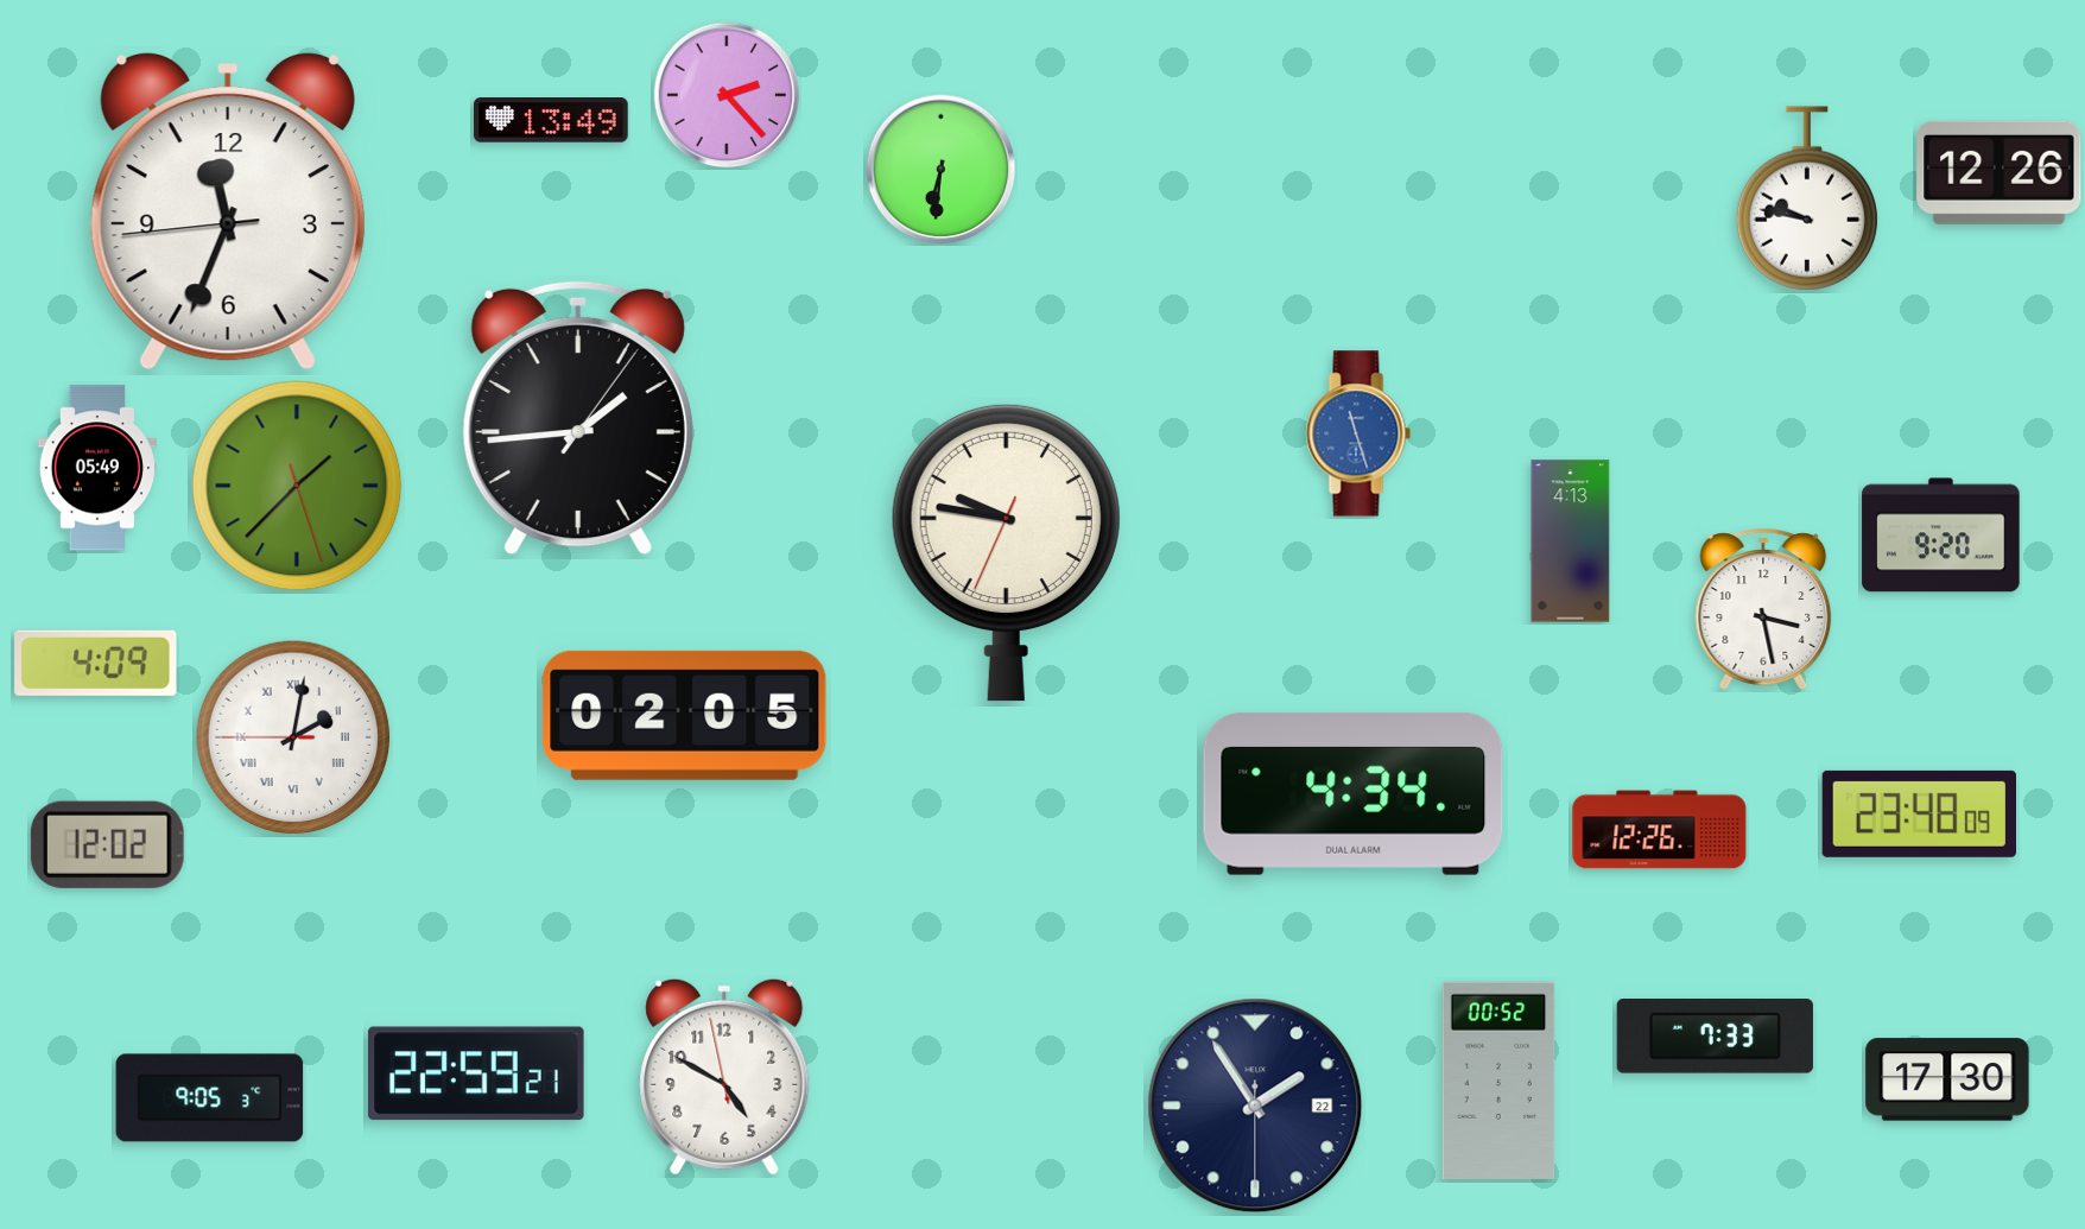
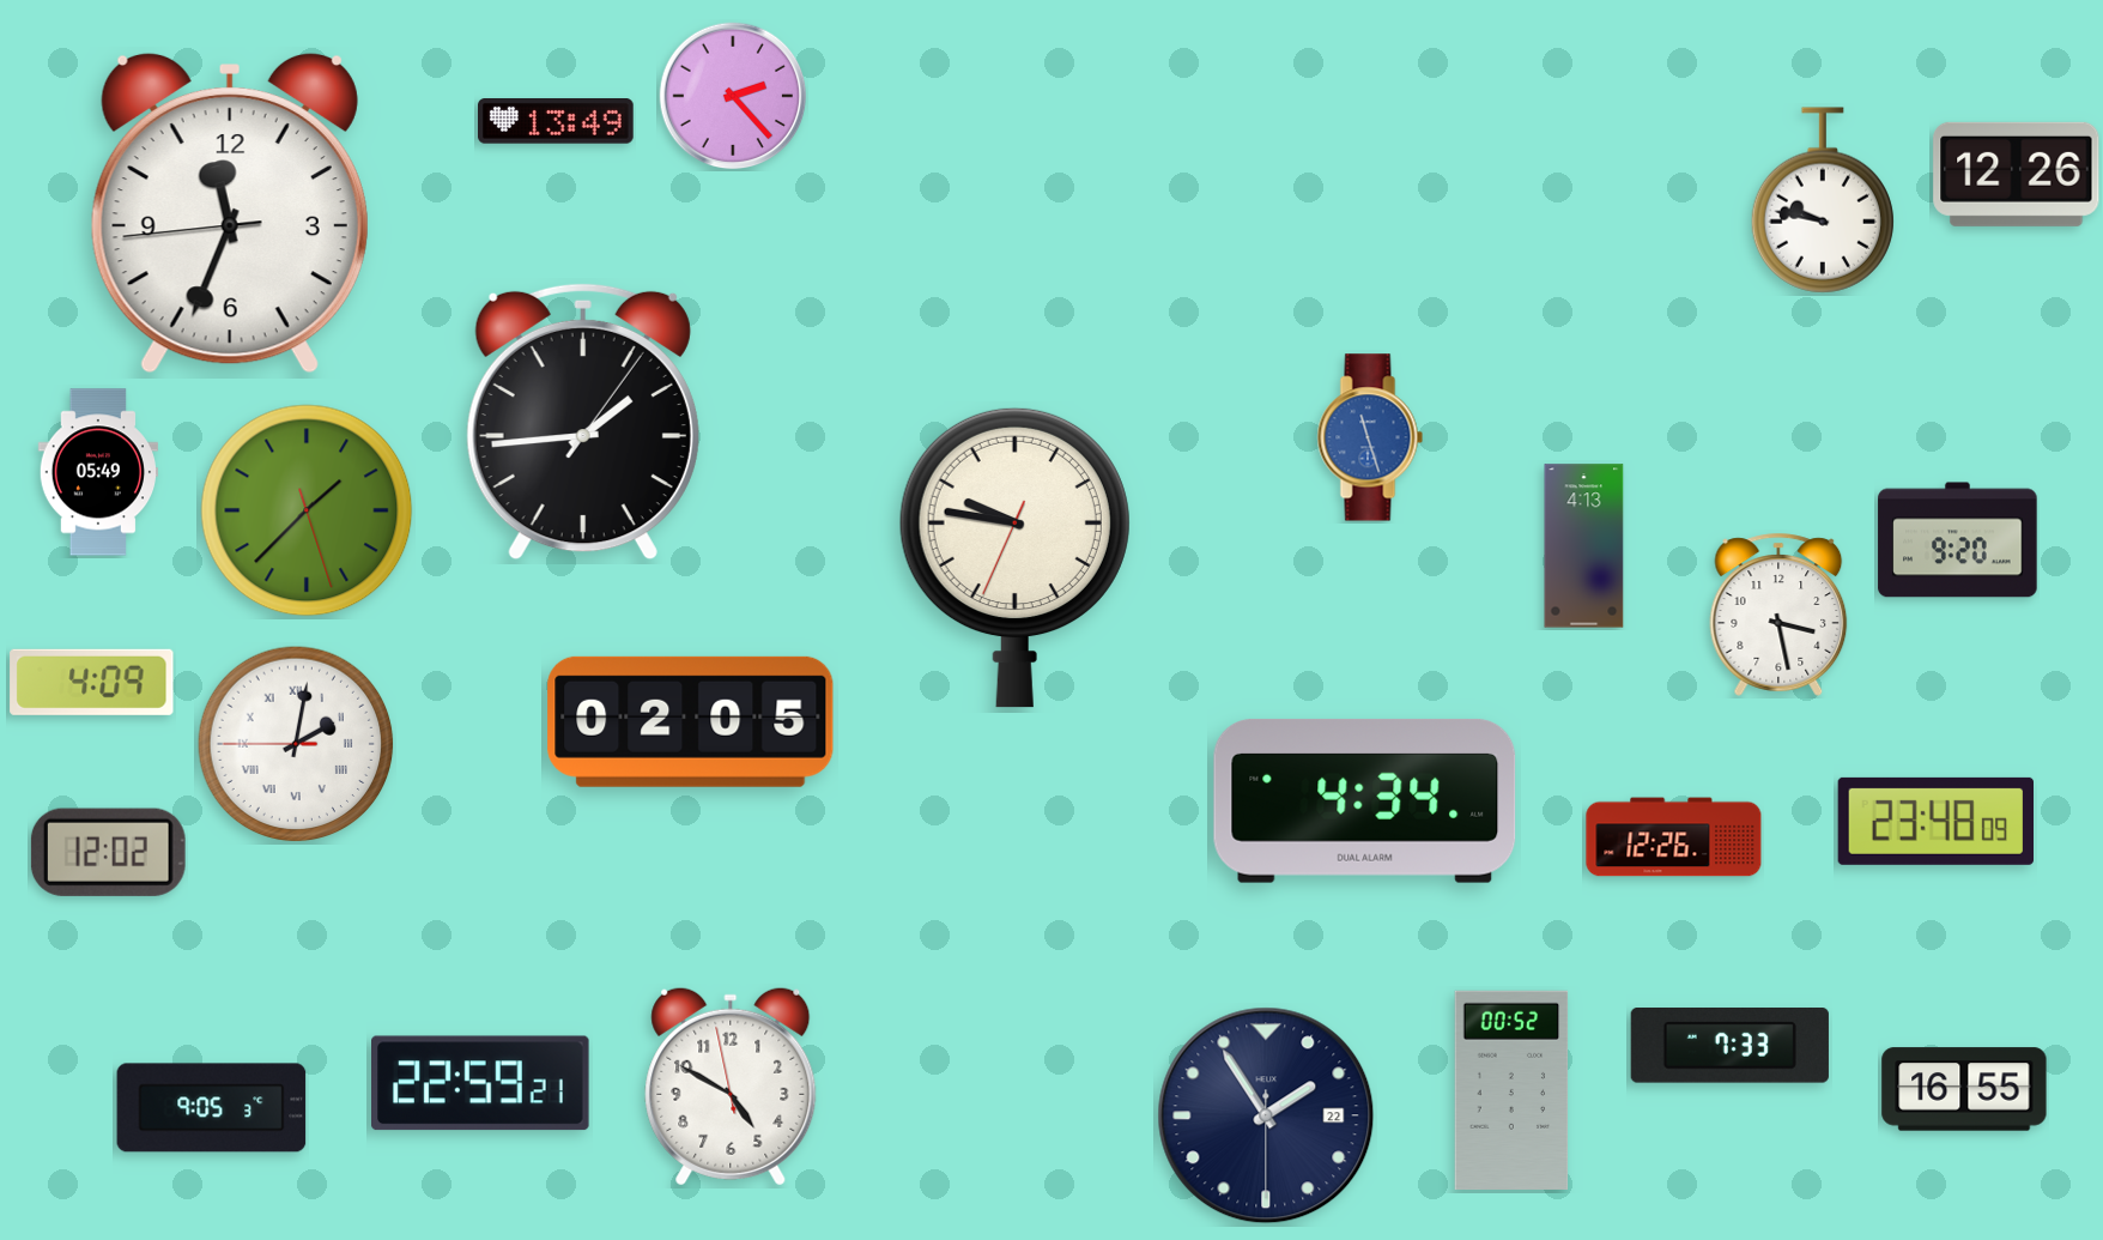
clock at (942, 170): 6:31 -> none
clock at (297, 486) position: (297, 486) -> (307, 510)
clock at (96, 663) position: (96, 663) -> (92, 682)
clock at (1947, 1079): 17:30 -> 16:55
